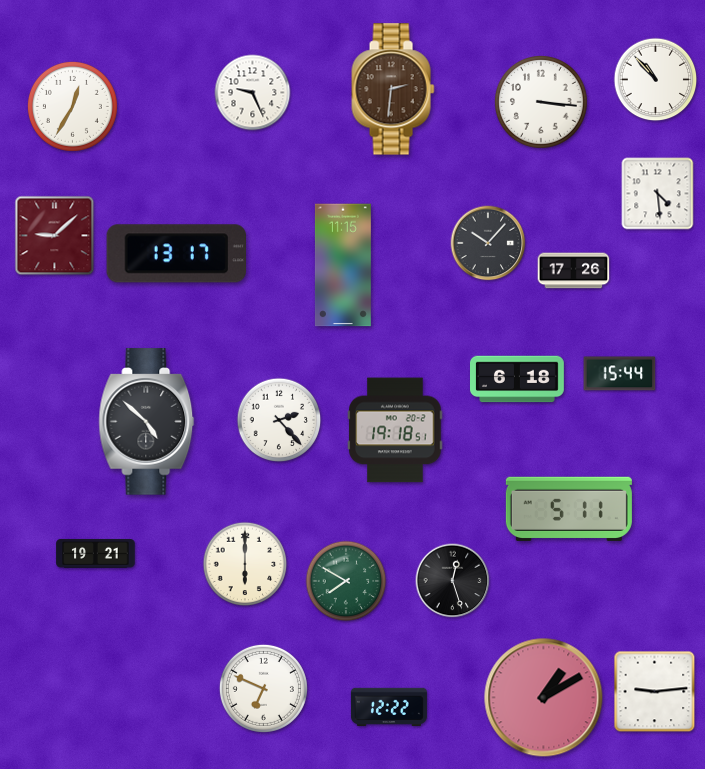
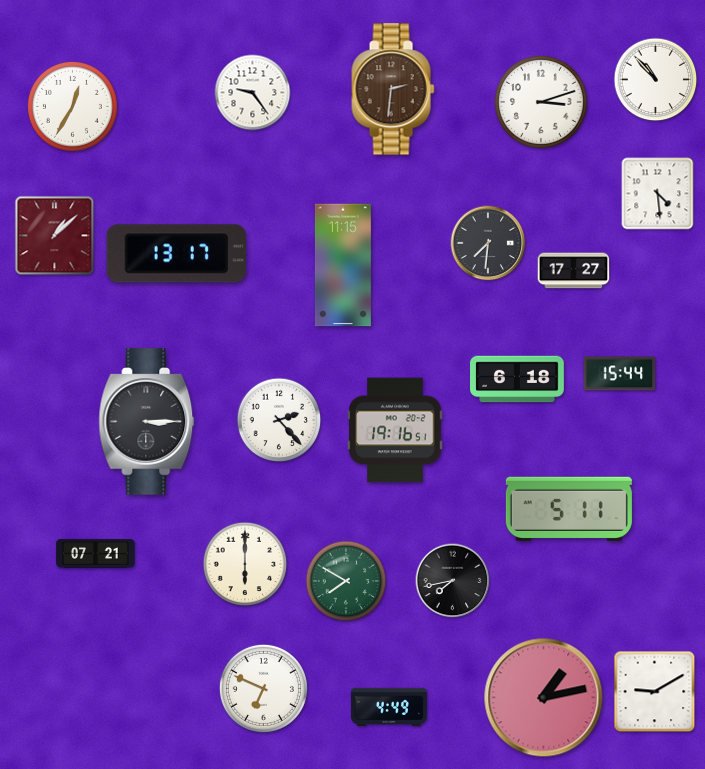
clock at (253, 93): 9:26 -> 9:24
clock at (542, 103): 3:16 -> 3:12
clock at (55, 236): 9:08 -> 1:08
clock at (488, 243): 10:07 -> 7:31
clock at (574, 271): 17:26 -> 17:27
clock at (147, 422): 4:52 -> 3:15
clock at (395, 430): 19:18 -> 19:16
clock at (96, 553): 19:21 -> 07:21
clock at (453, 581): 12:27 -> 7:43
clock at (655, 692): 9:14 -> 9:10
clock at (544, 698): 1:10 -> 1:13
clock at (389, 706): 12:22 -> 4:49
